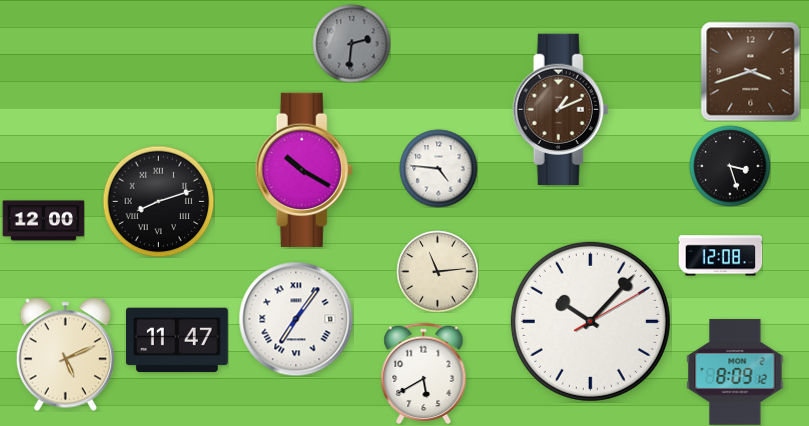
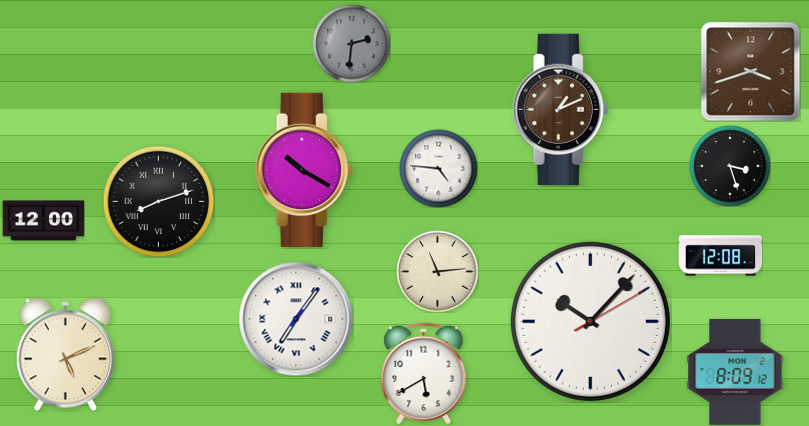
clock at (177, 340): 11:47 -> none
